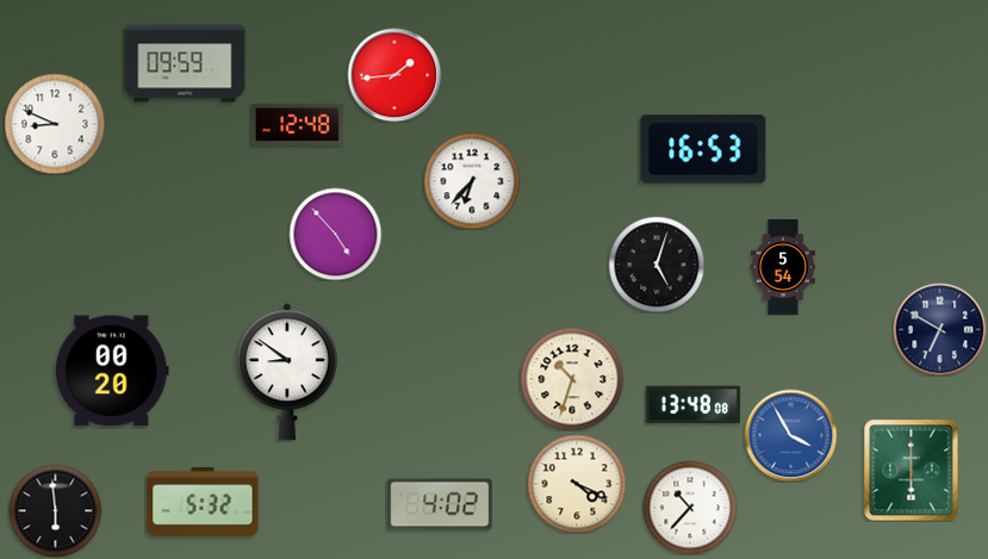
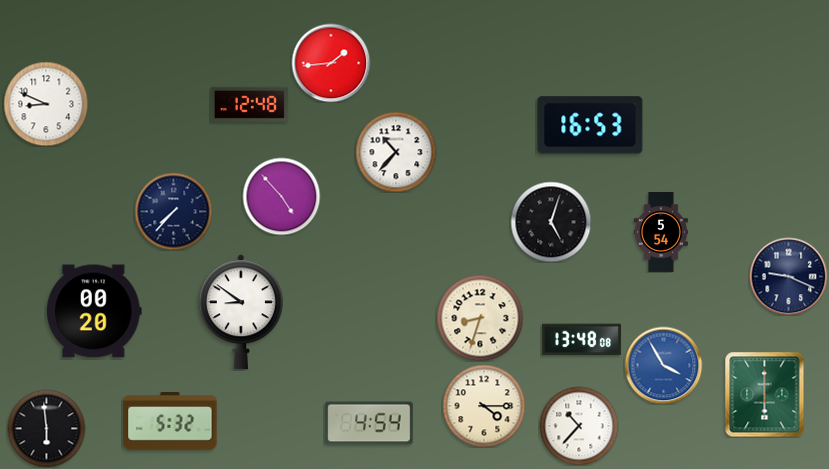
clock at (185, 63): 09:59 -> none
clock at (472, 181): 6:37 -> 10:37
clock at (173, 211): none -> 7:37
clock at (783, 267) position: (783, 267) -> (661, 232)
clock at (939, 329): 6:50 -> 9:19
clock at (572, 379): 10:33 -> 8:33
clock at (577, 484): 4:19 -> 4:15
clock at (440, 504): 4:02 -> 4:54
